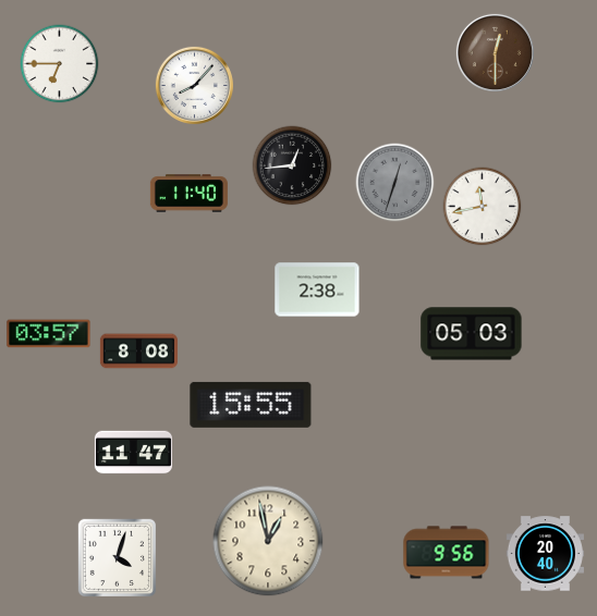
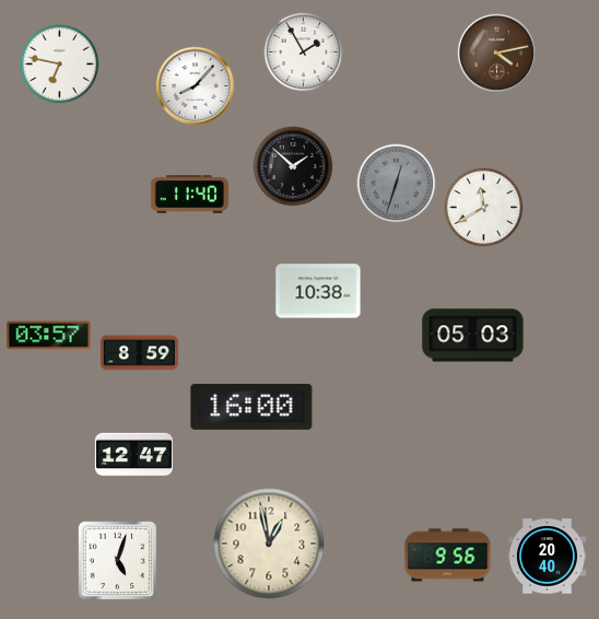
clock at (304, 52): none -> 1:55
clock at (495, 52): 12:30 -> 4:13
clock at (60, 64): 6:45 -> 6:47
clock at (292, 165): 12:44 -> 1:52
clock at (483, 207): 11:43 -> 11:40
clock at (317, 289): 2:38 -> 10:38
clock at (138, 352): 8:08 -> 8:59
clock at (251, 405): 15:55 -> 16:00
clock at (133, 453): 11:47 -> 12:47
clock at (117, 557): 4:03 -> 5:03
